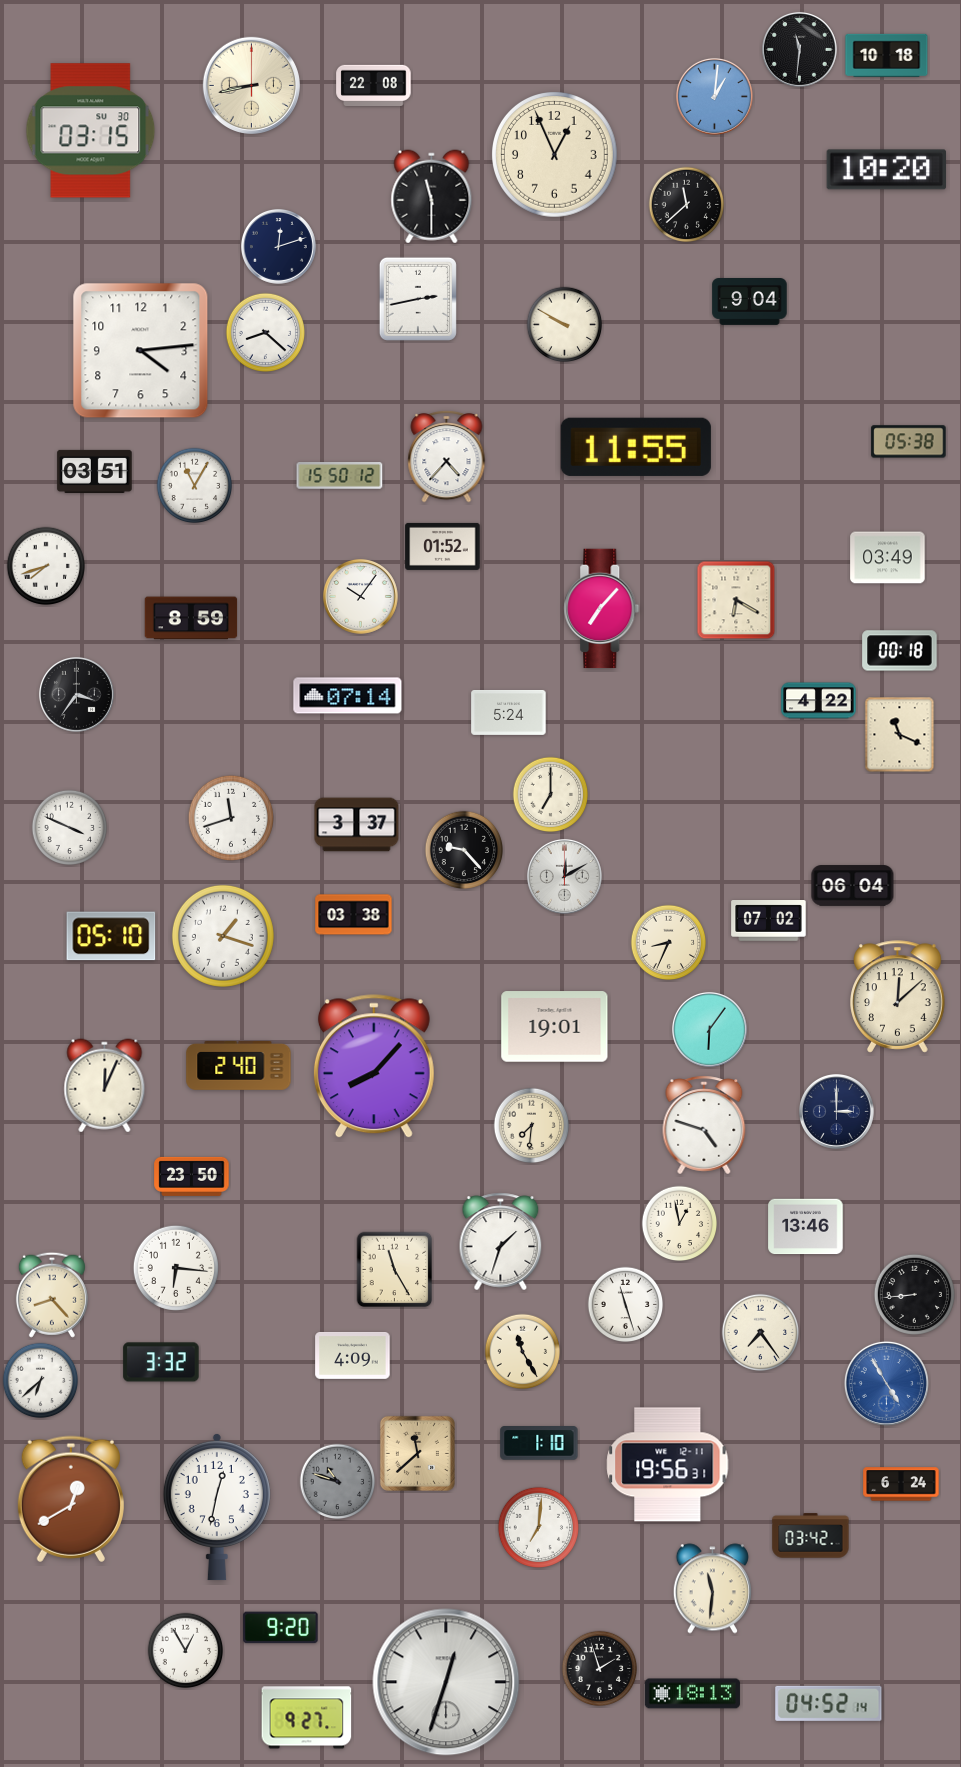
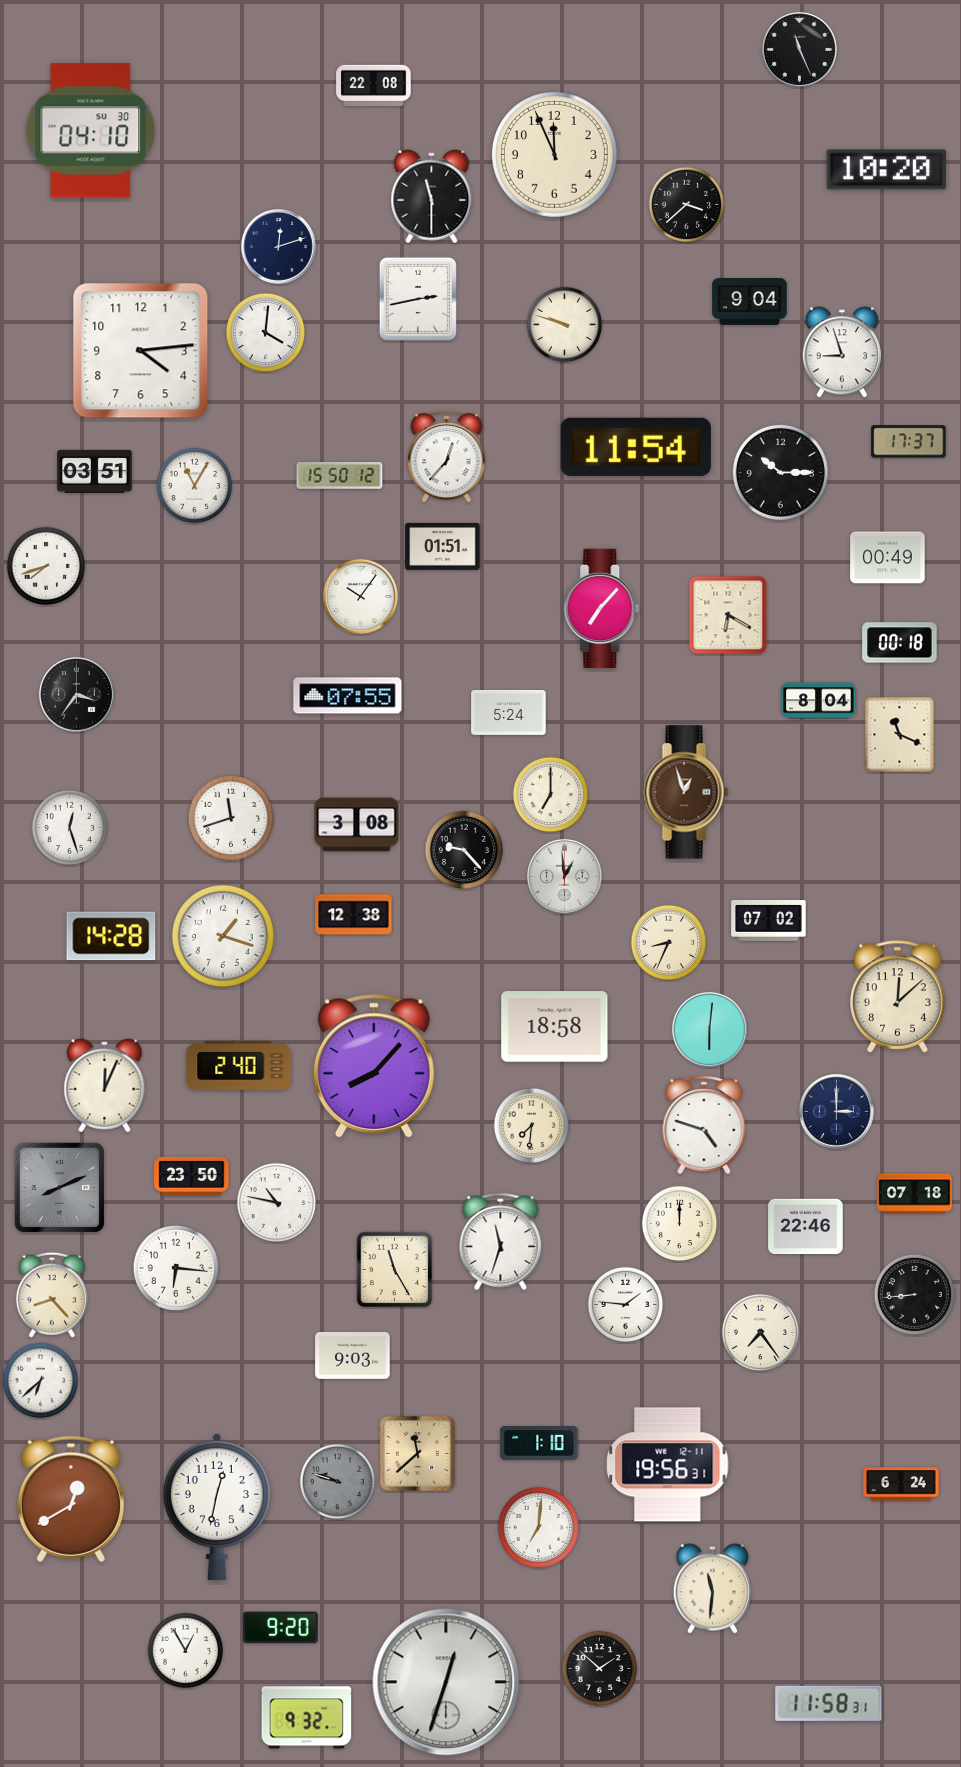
clock at (799, 49): 11:31 -> 11:26
clock at (887, 55): 10:18 -> none
clock at (251, 85): 8:43 -> none
clock at (714, 96): 1:01 -> none
clock at (91, 131): 03:15 -> 04:10
clock at (555, 155): 12:56 -> 11:56
clock at (687, 205): 11:38 -> 3:38
clock at (565, 325): 9:50 -> 9:48
clock at (265, 332): 8:22 -> 4:01
clock at (842, 352): none -> 8:57
clock at (909, 442): 05:38 -> 17:37
clock at (636, 447): 11:55 -> 11:54
clock at (447, 456): 4:37 -> 12:37
clock at (780, 472): none -> 10:15
clock at (443, 546): 01:52 -> 01:51
clock at (888, 558): 03:49 -> 00:49
clock at (736, 600) position: (736, 600) -> (728, 615)
clock at (191, 618): 8:59 -> none
clock at (900, 651) position: (900, 651) -> (900, 643)
clock at (348, 696): 07:14 -> 07:55
clock at (819, 701): 4:22 -> 8:04
clock at (686, 792): none -> 12:57
clock at (357, 825): 3:37 -> 3:08
clock at (70, 828): 3:49 -> 12:27
clock at (564, 876): 12:10 -> 12:59
clock at (853, 886): 06:04 -> none
clock at (354, 915): 03:38 -> 12:38
clock at (111, 936): 05:10 -> 14:28
clock at (555, 1027): 19:01 -> 18:58
clock at (709, 1029): 6:06 -> 6:01
clock at (59, 1187): none -> 8:11
clock at (915, 1194): none -> 07:18
clock at (276, 1202): none -> 10:47
clock at (680, 1224): 12:58 -> 12:00
clock at (806, 1227): 13:46 -> 22:46
clock at (501, 1242): 1:33 -> 11:33
clock at (626, 1305): 11:27 -> 1:46
clock at (523, 1352): 11:25 -> none
clock at (353, 1355): 4:09 -> 9:03
clock at (161, 1362): 3:32 -> none
clock at (886, 1383): 4:55 -> none
clock at (338, 1482): 10:48 -> 9:48
clock at (811, 1536): 03:42 -> none
clock at (600, 1669): 1:57 -> 1:52
clock at (692, 1694): 18:13 -> none
clock at (829, 1703): 04:52 -> 11:58
clock at (307, 1718): 9:27 -> 9:32
